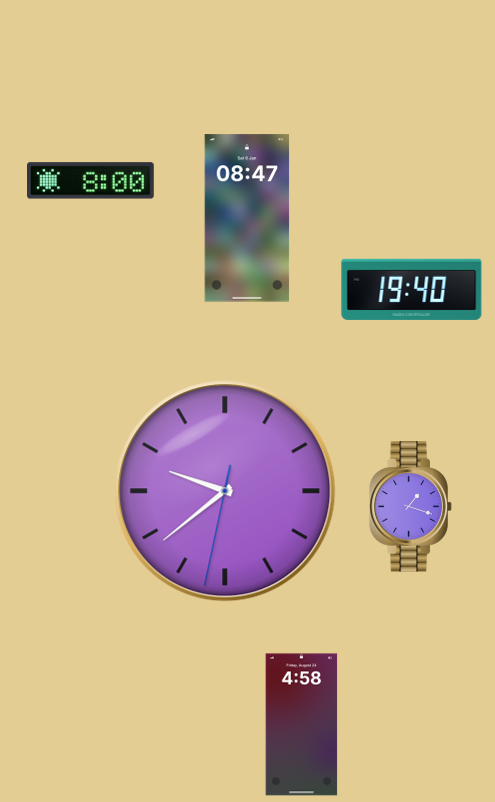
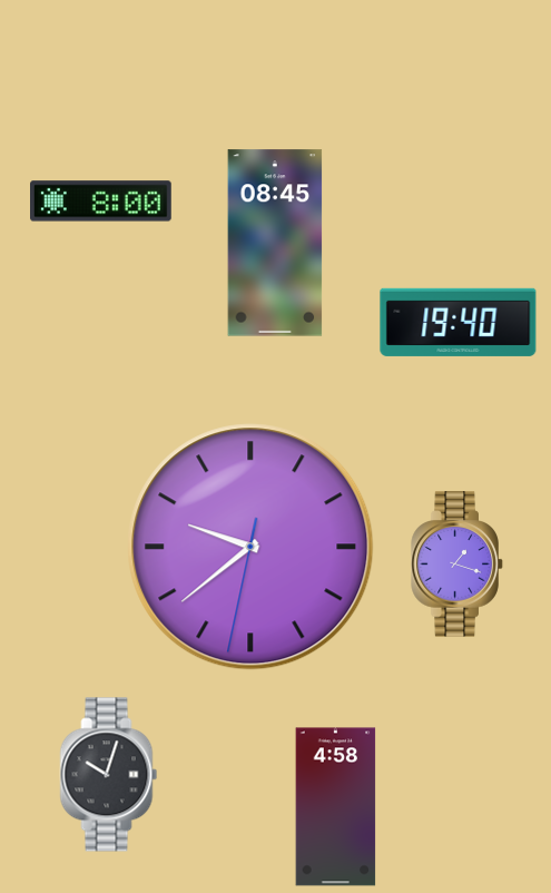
clock at (247, 218): 08:47 -> 08:45
clock at (109, 775): none -> 10:03
